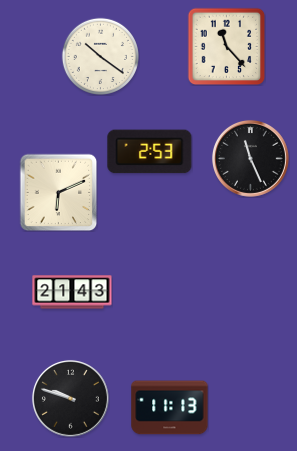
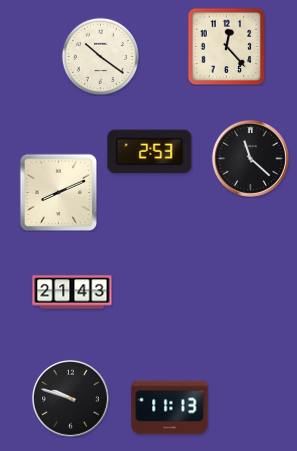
clock at (226, 46): 11:23 -> 12:23
clock at (250, 158): 11:26 -> 11:22
clock at (58, 192): 6:11 -> 8:11
